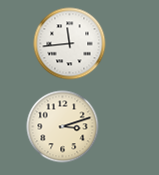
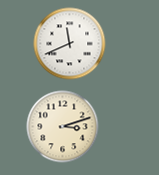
clock at (70, 44): 11:44 -> 11:41
